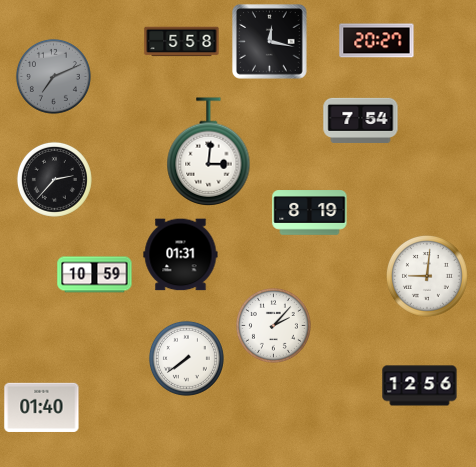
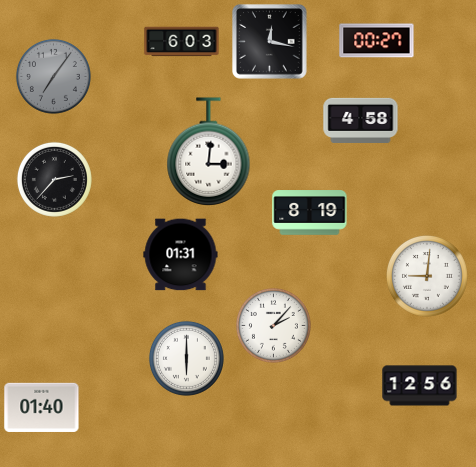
clock at (377, 41): 20:27 -> 00:27
clock at (182, 42): 5:58 -> 6:03
clock at (53, 76): 7:11 -> 7:06
clock at (361, 120): 7:54 -> 4:58
clock at (95, 275): 10:59 -> none
clock at (186, 358): 7:39 -> 6:00
